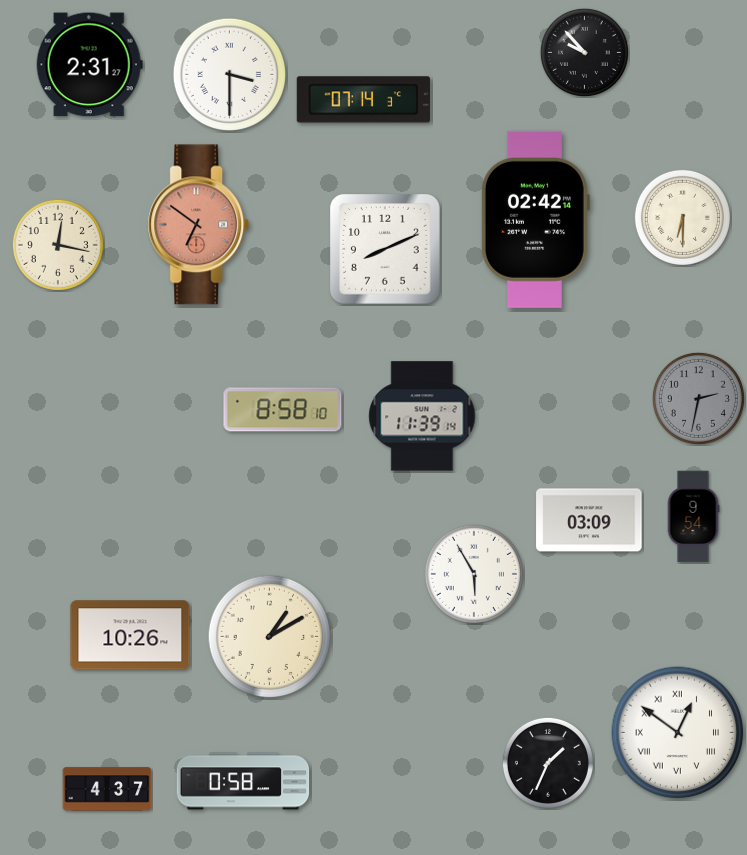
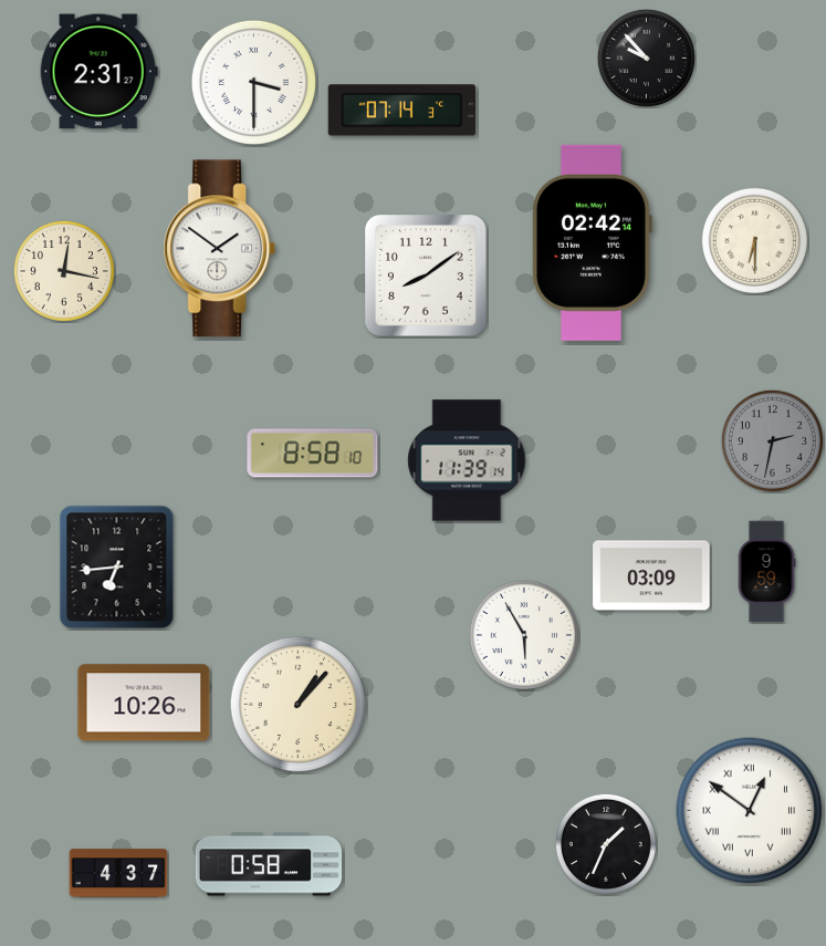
clock at (199, 225): 6:51 -> 1:51
clock at (199, 225) dial: salmon -> white
clock at (386, 250): 8:11 -> 8:09
clock at (117, 568): none -> 6:44
clock at (693, 517): 9:54 -> 9:59
clock at (270, 637): 1:10 -> 1:07
